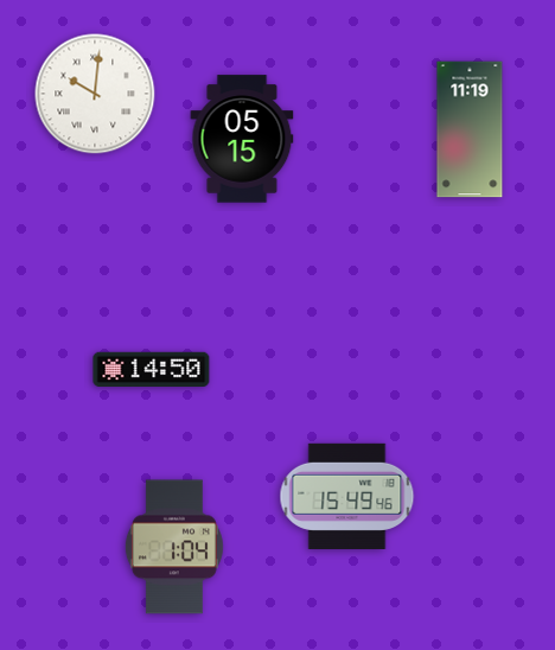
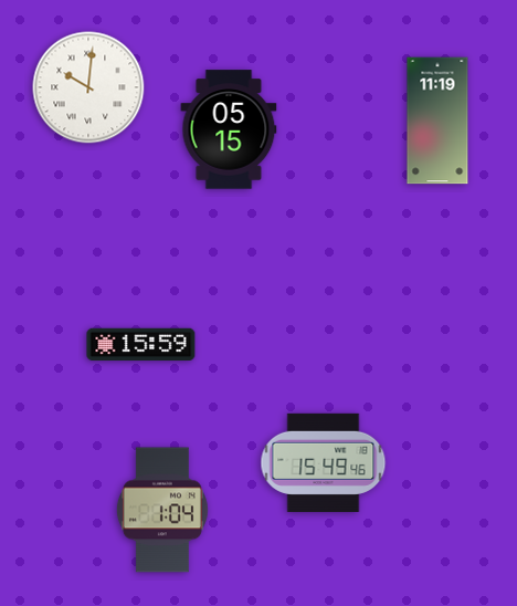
clock at (242, 139) position: (242, 139) -> (229, 129)
clock at (152, 370): 14:50 -> 15:59
